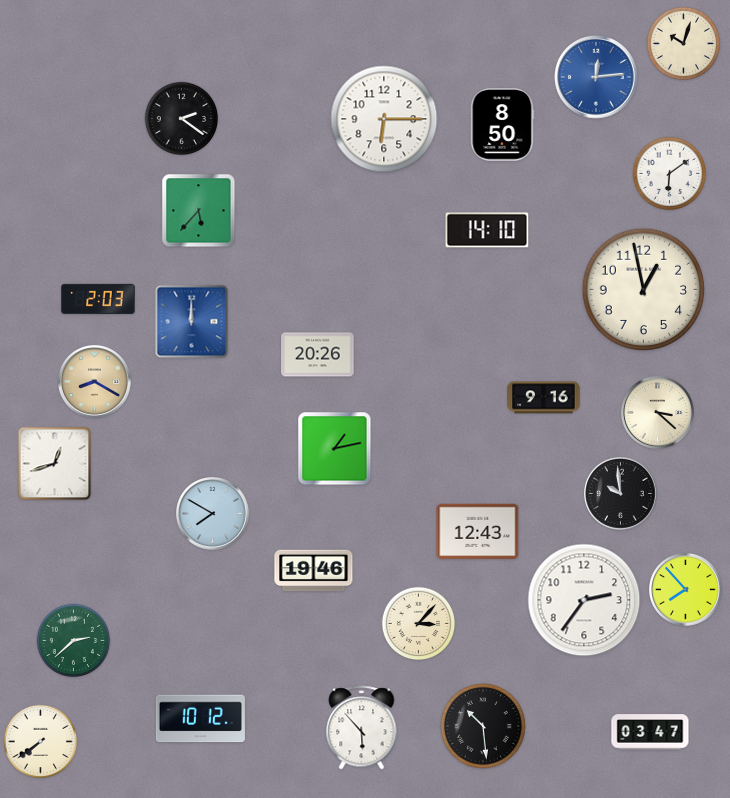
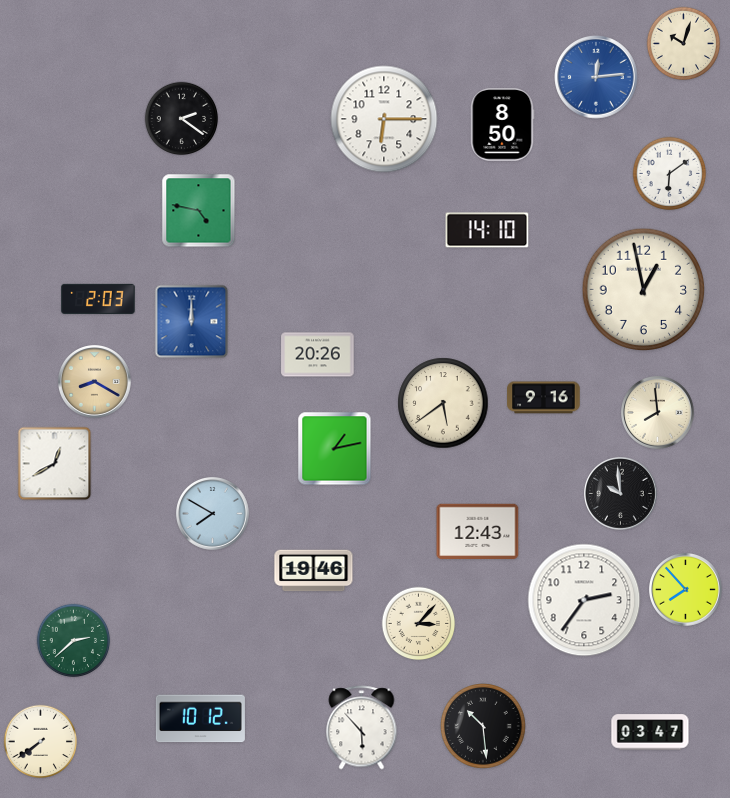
clock at (199, 211): 5:37 -> 4:47
clock at (443, 403): none -> 5:39
clock at (658, 413): 3:22 -> 7:59
clock at (55, 464): 12:42 -> 12:40
